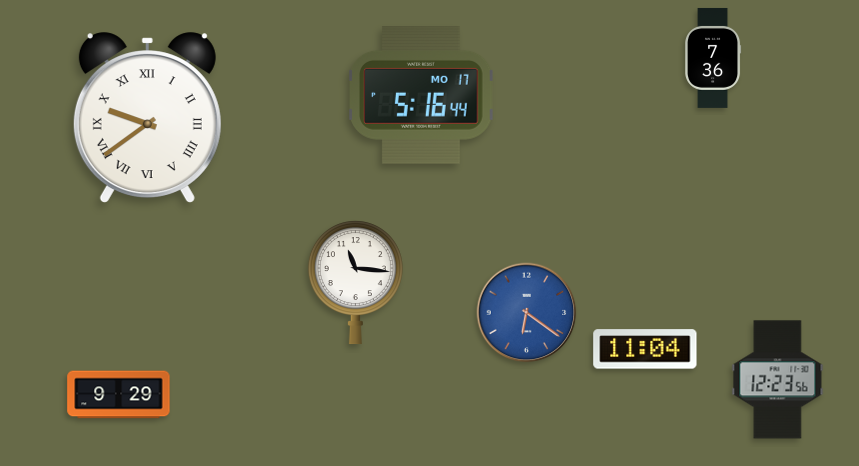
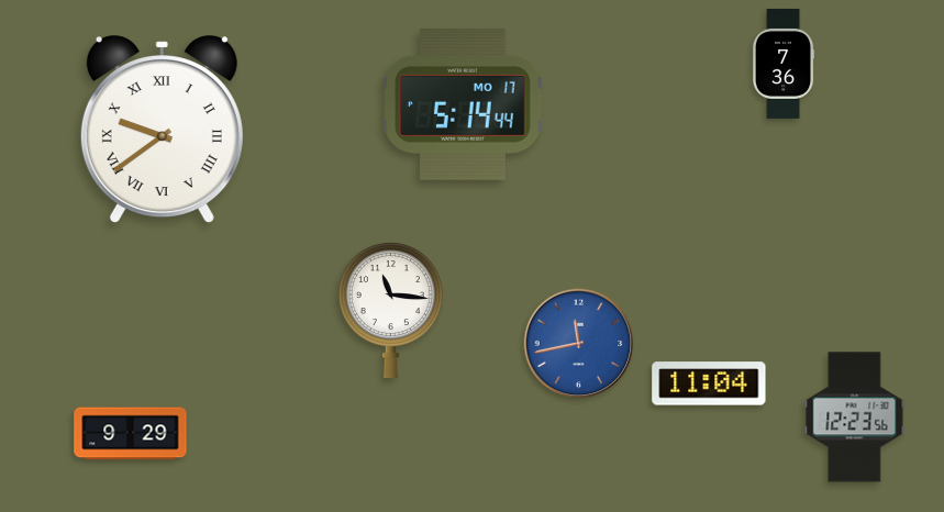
clock at (421, 96): 5:16 -> 5:14
clock at (527, 313): 6:21 -> 11:43
